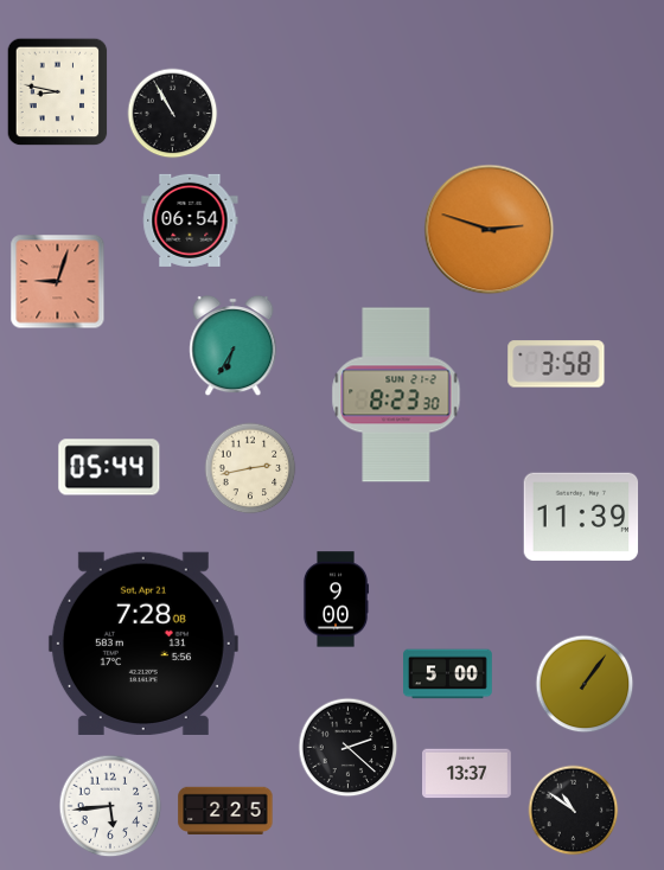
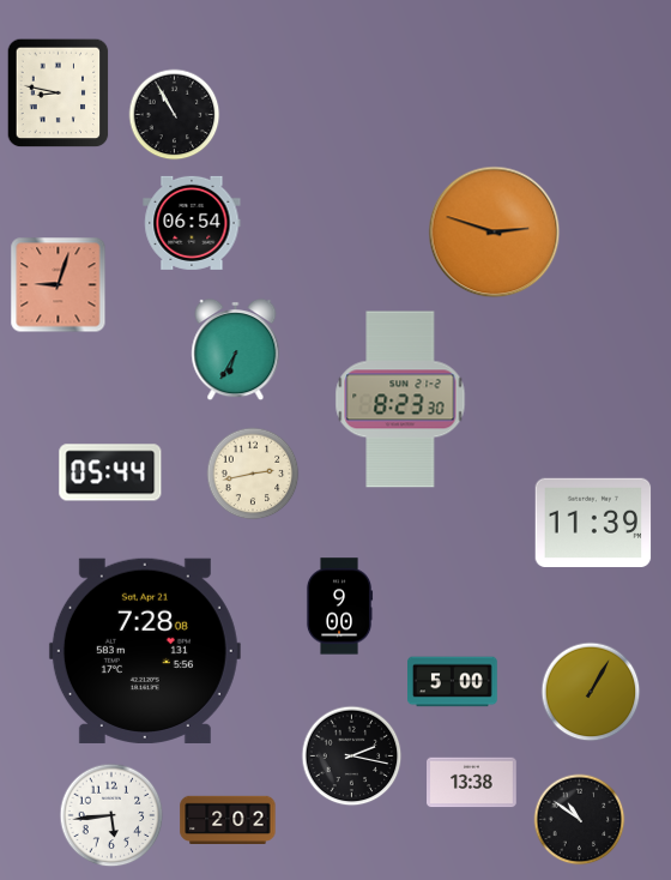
clock at (556, 364): 3:58 -> none
clock at (581, 517) position: (581, 517) -> (593, 523)
clock at (585, 684): 1:06 -> 1:05
clock at (349, 748): 2:22 -> 2:17
clock at (467, 774): 13:37 -> 13:38
clock at (225, 810): 2:25 -> 2:02
